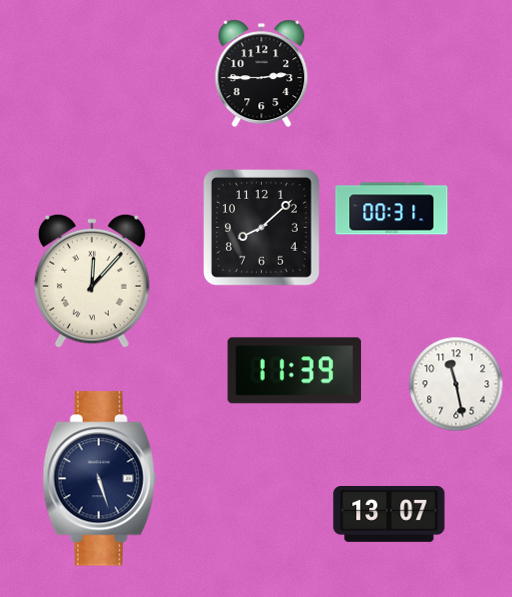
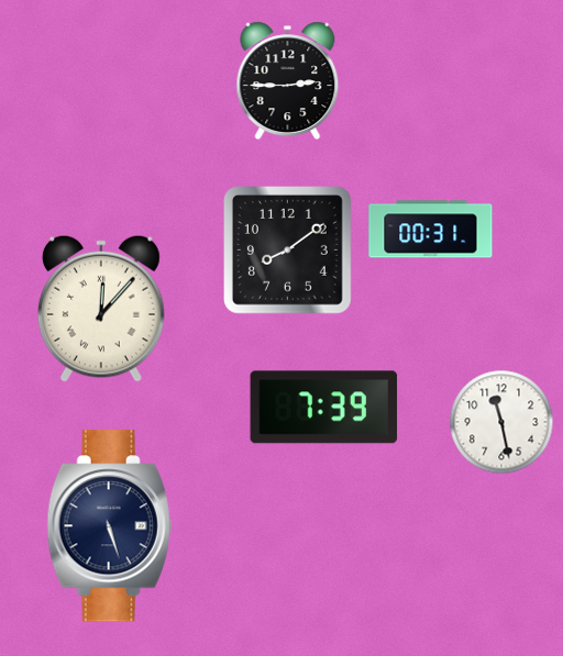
clock at (262, 228): 8:08 -> 8:09
clock at (295, 371): 11:39 -> 7:39
clock at (389, 514): 13:07 -> none
